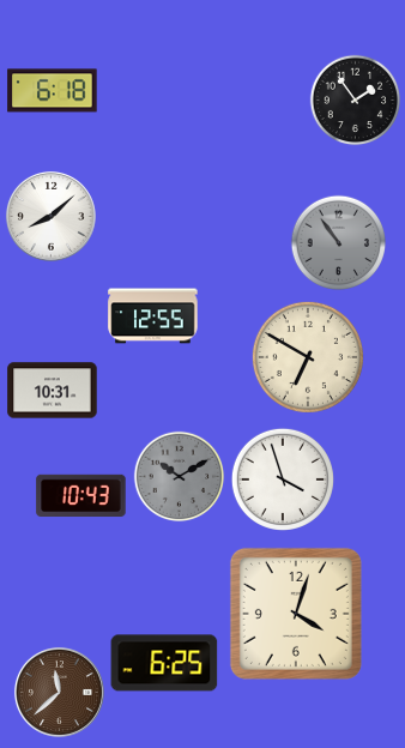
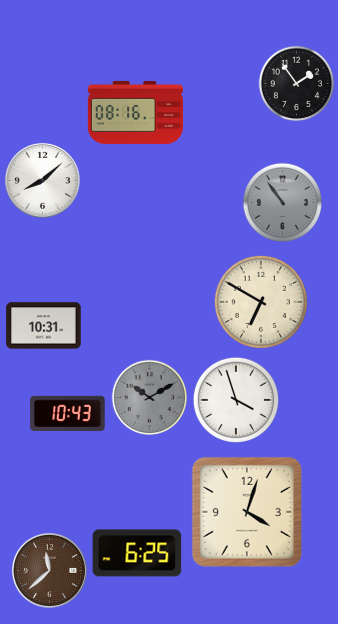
clock at (53, 91): 6:18 -> none
clock at (135, 112): none -> 08:16
clock at (153, 316): 12:55 -> none
clock at (308, 357) position: (308, 357) -> (261, 302)
clock at (59, 692) position: (59, 692) -> (49, 570)
